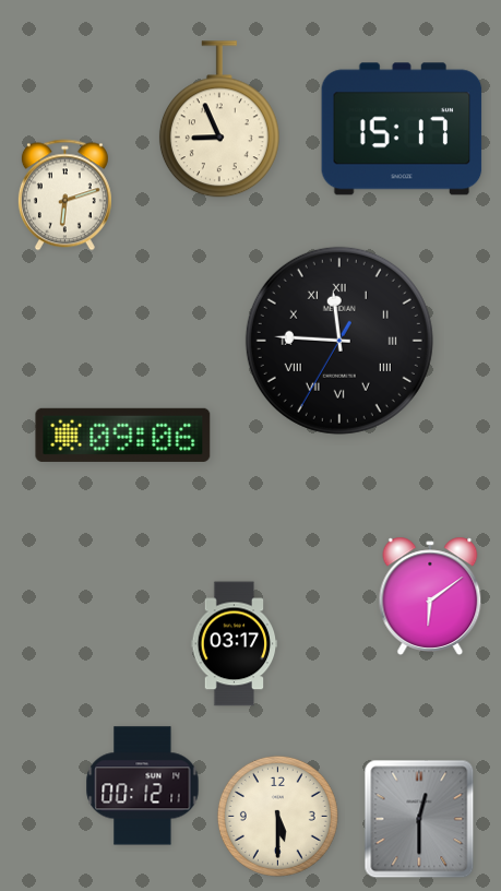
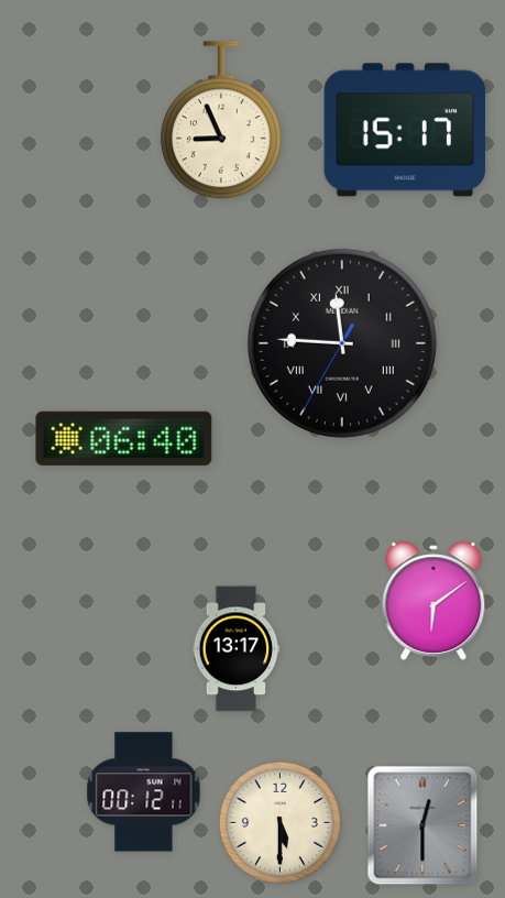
clock at (64, 195): 6:12 -> none
clock at (123, 435): 09:06 -> 06:40
clock at (235, 644): 03:17 -> 13:17
